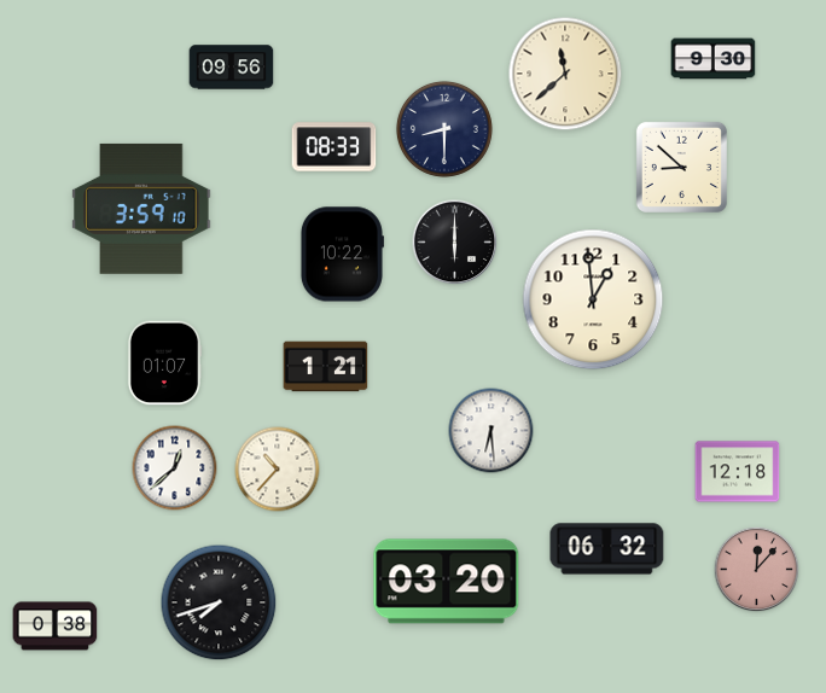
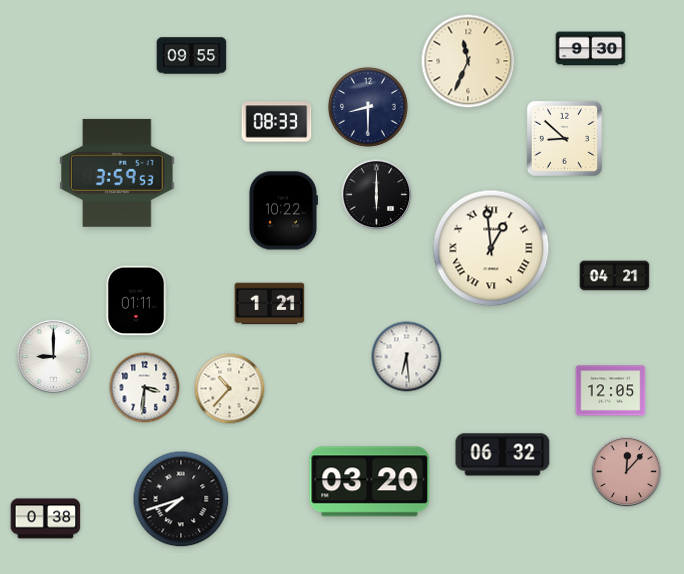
clock at (232, 68): 09:56 -> 09:55
clock at (565, 74): 11:38 -> 11:34
clock at (141, 209): 3:59:10 -> 3:59:53
clock at (455, 243) position: (455, 243) -> (377, 195)
clock at (593, 299) numerals: Arabic -> Roman
clock at (615, 276): none -> 04:21
clock at (164, 363): 01:07 -> 01:11
clock at (53, 356): none -> 9:00
clock at (175, 468): 12:38 -> 3:31
clock at (738, 472): 12:18 -> 12:05
